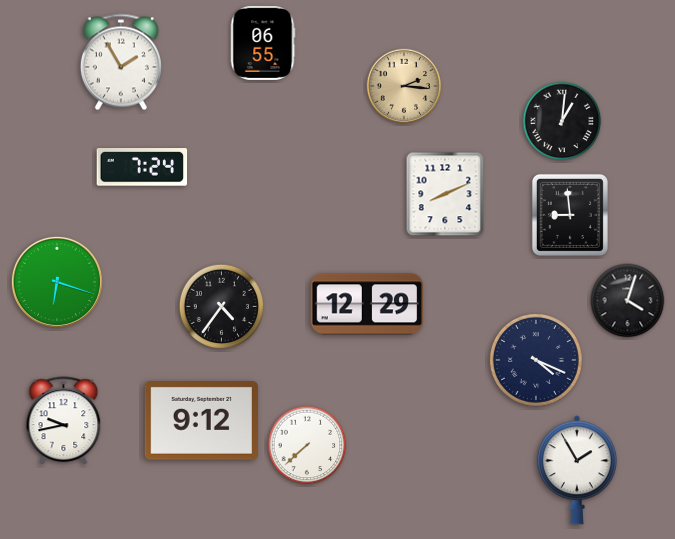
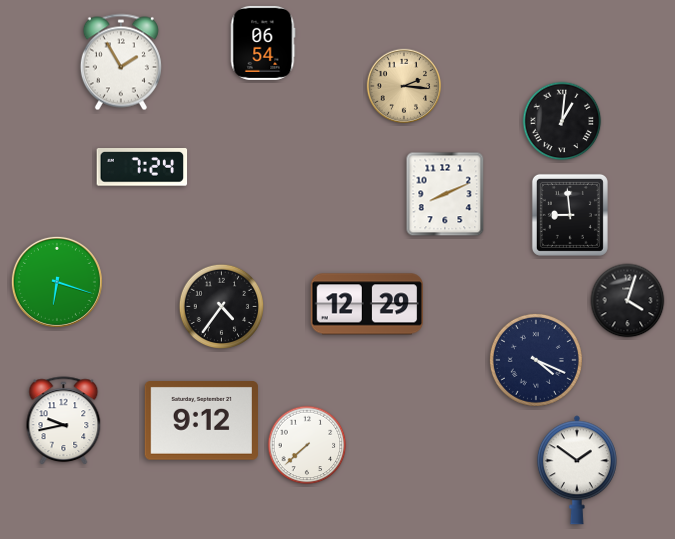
clock at (263, 43): 06:55 -> 06:54
clock at (577, 470): 1:55 -> 1:51
